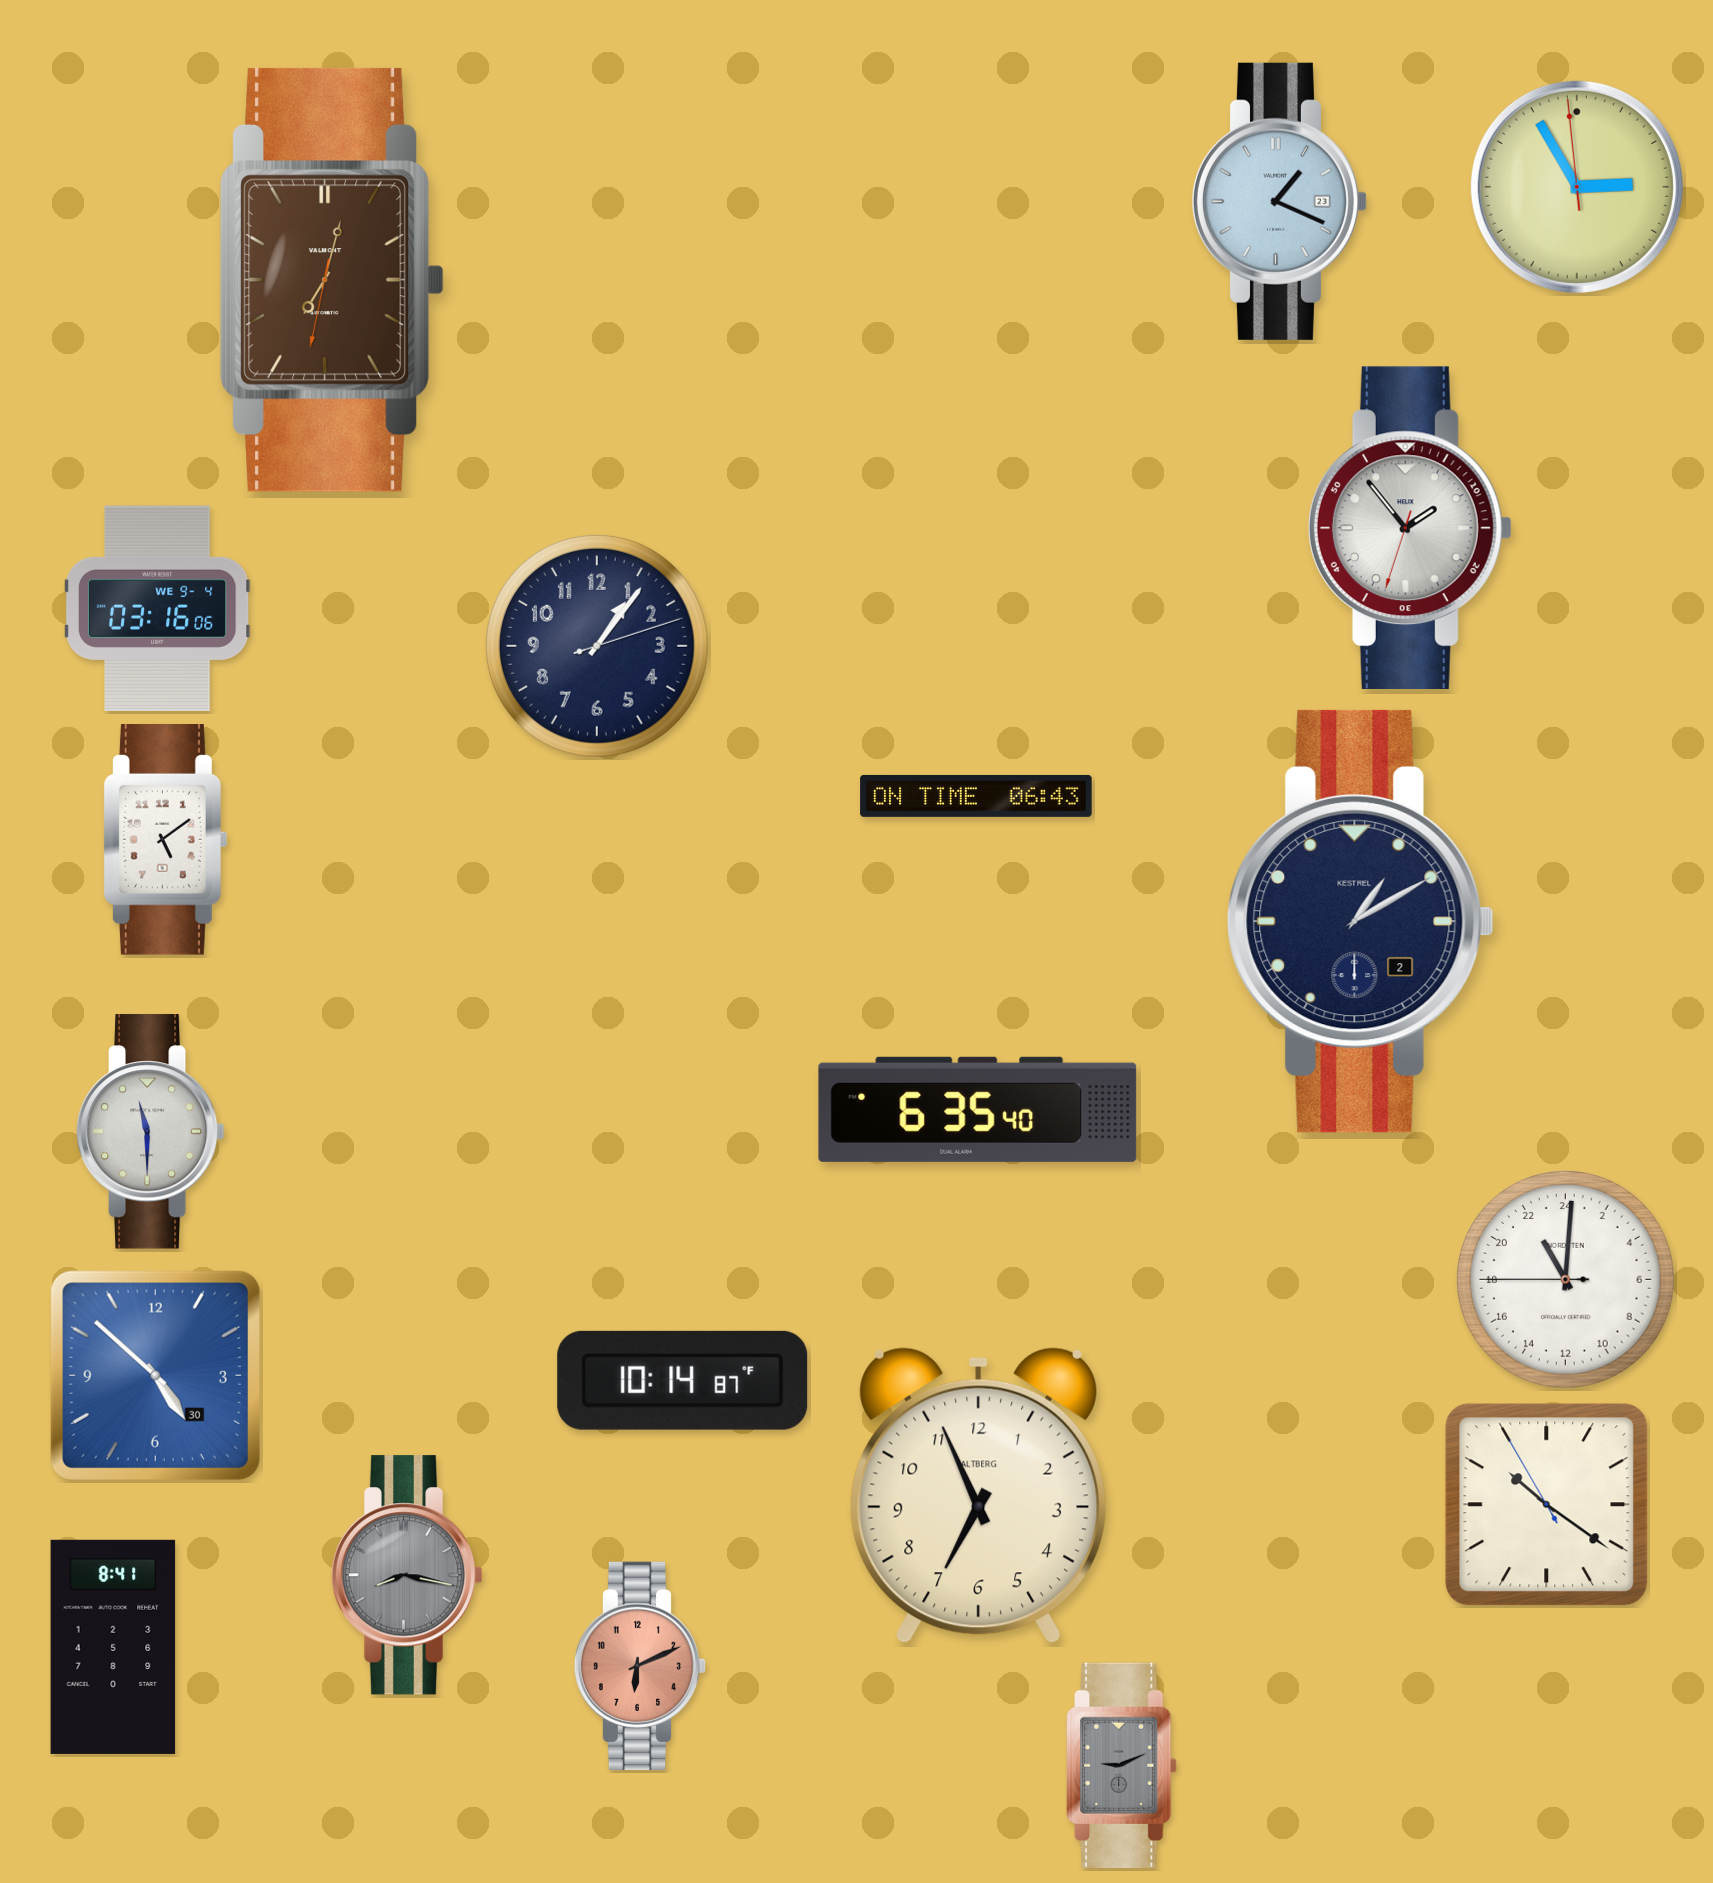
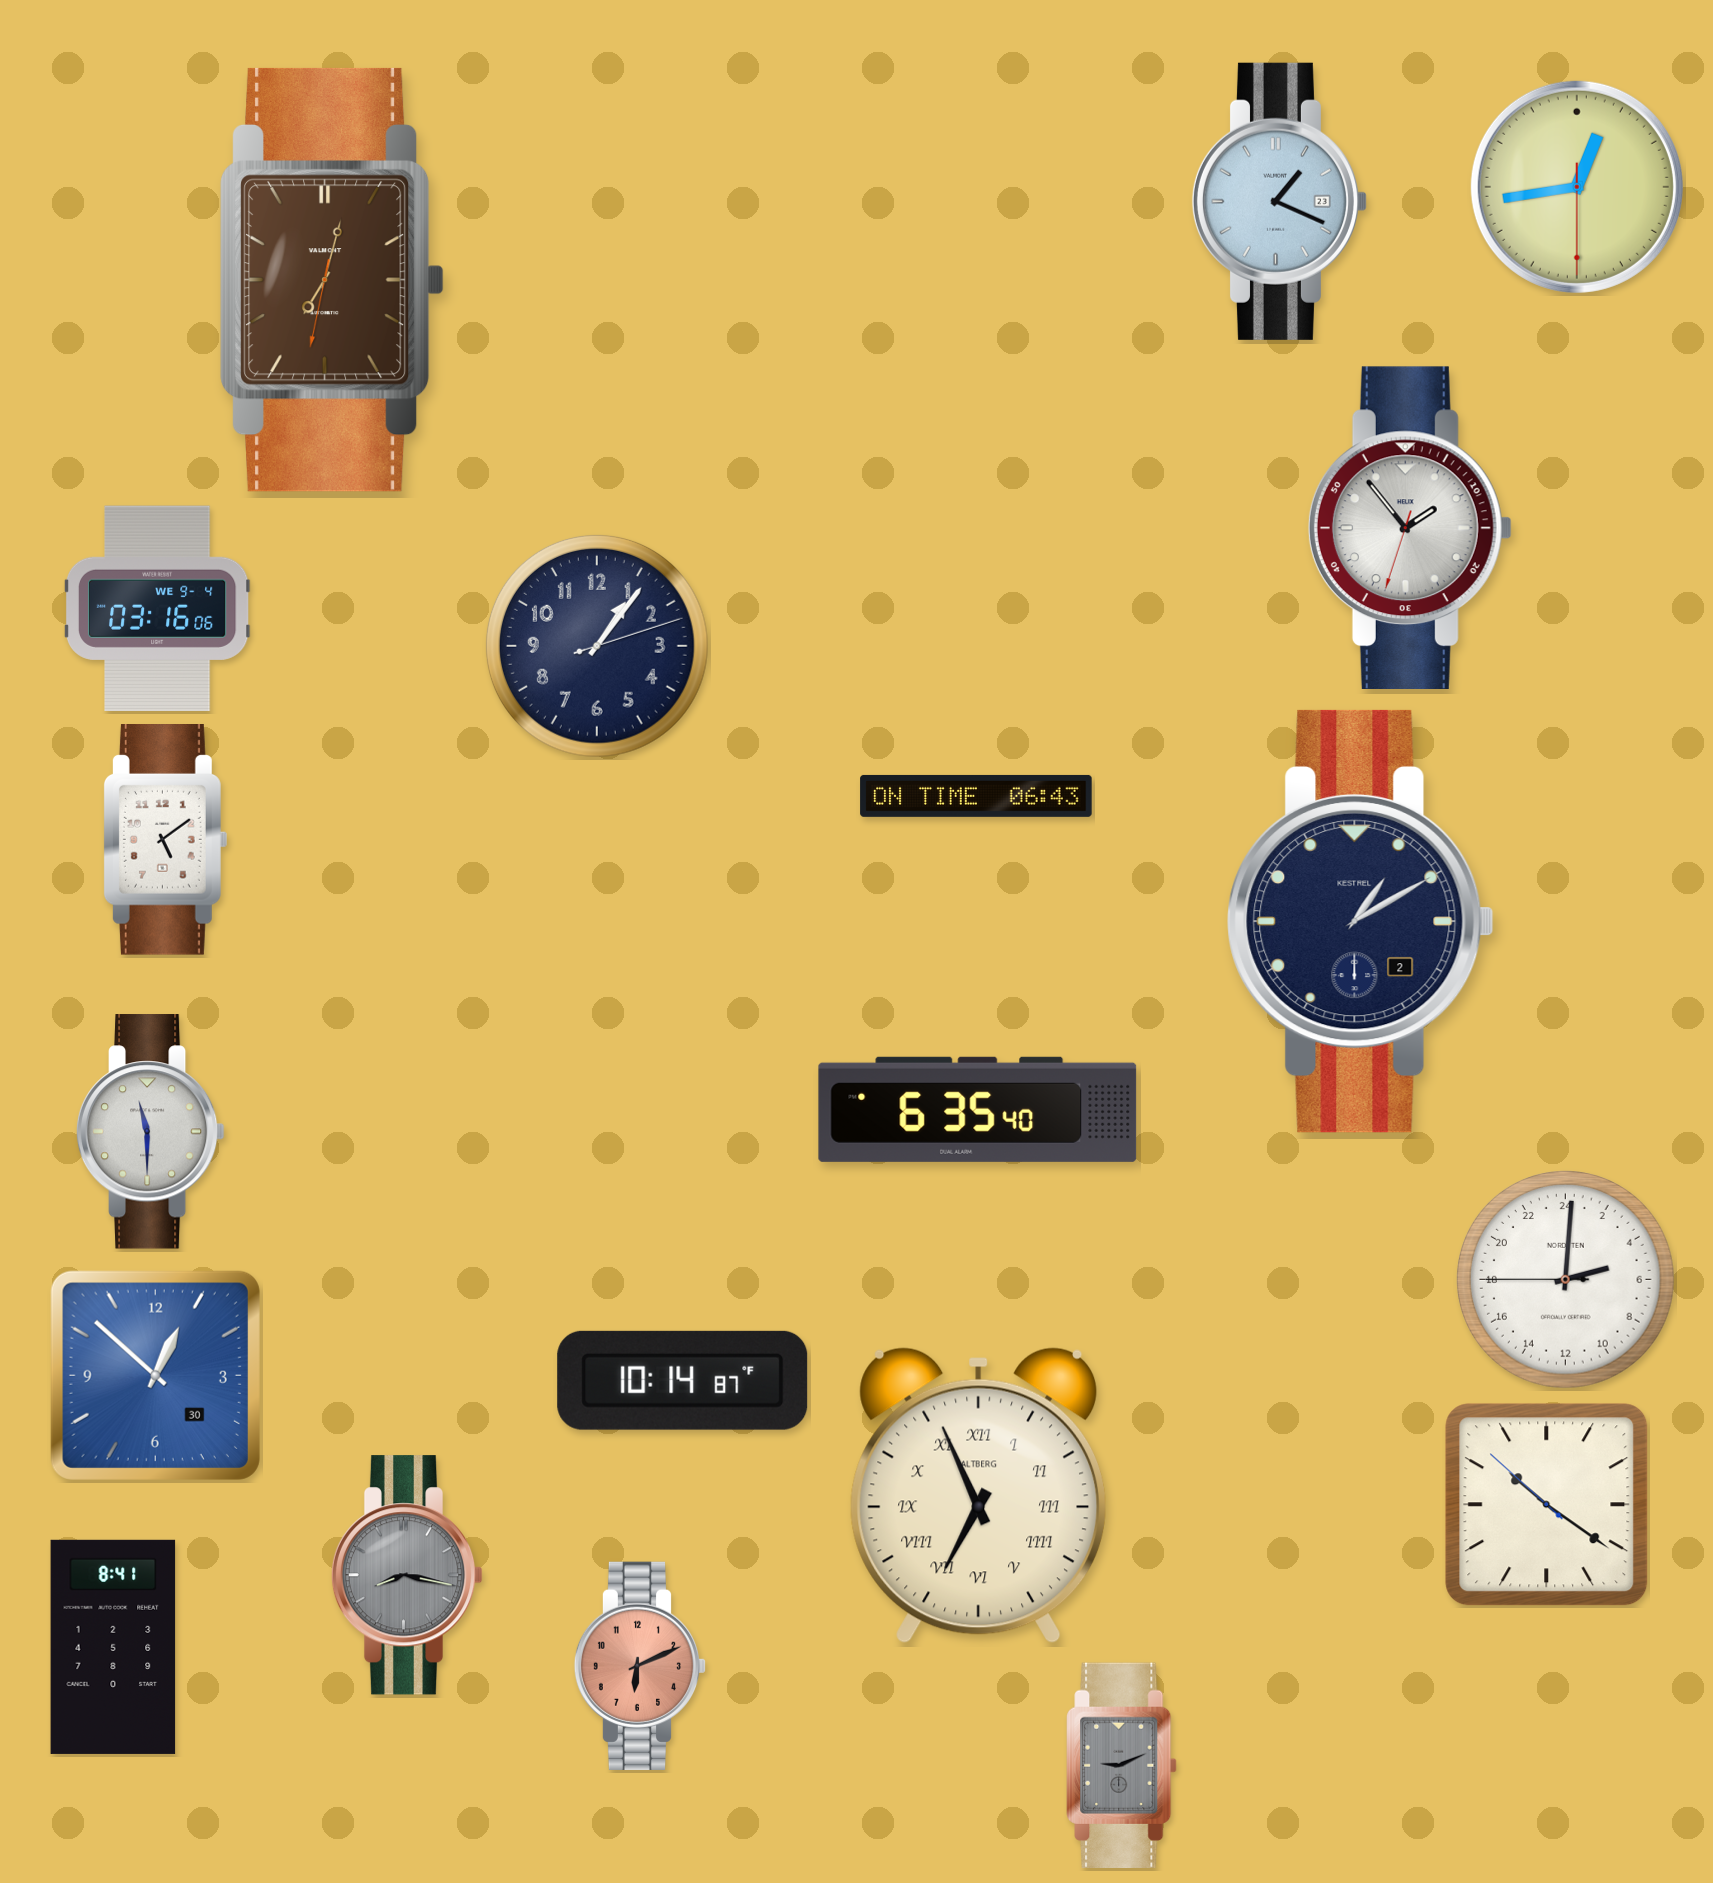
clock at (1577, 187): 2:54 -> 12:43
clock at (1566, 1280): 22:00 -> 5:00
clock at (155, 1375): 4:52 -> 12:52
clock at (978, 1496) numerals: Arabic -> Roman
clock at (1547, 1505): 10:20:55 -> 10:20:52
